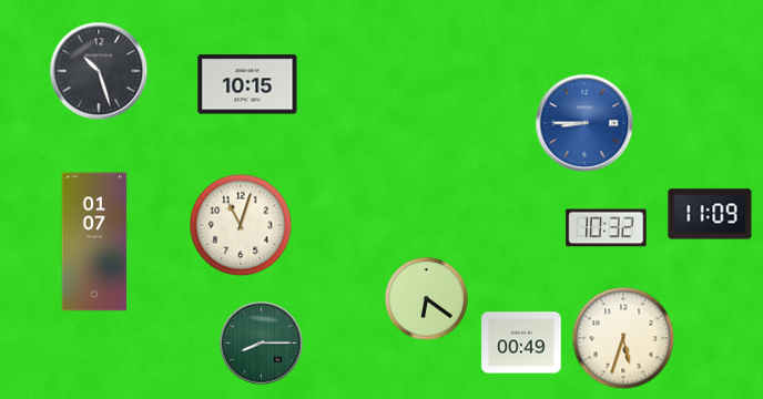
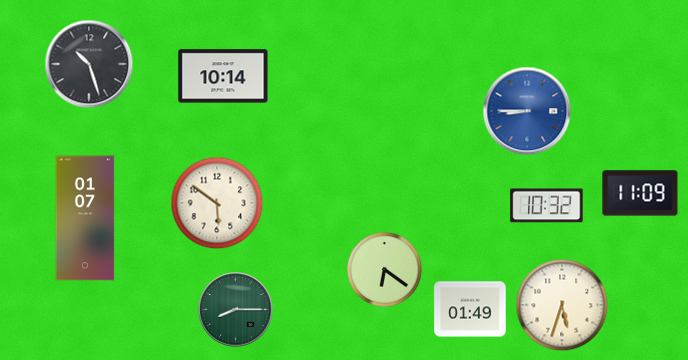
clock at (247, 84): 10:15 -> 10:14
clock at (241, 225): 11:03 -> 5:51
clock at (521, 342): 00:49 -> 01:49
